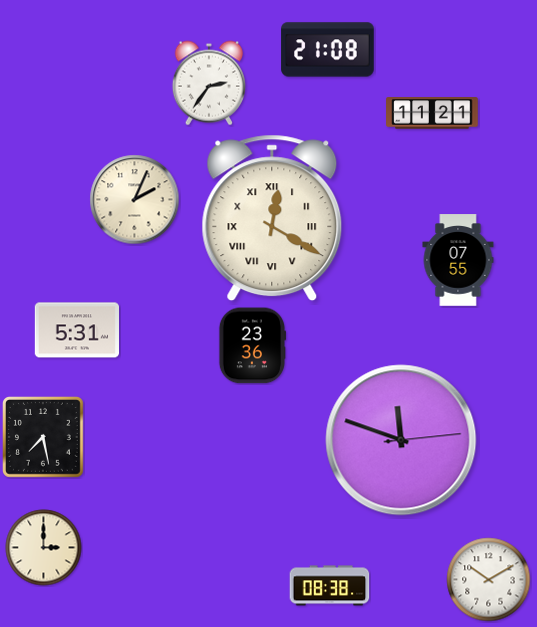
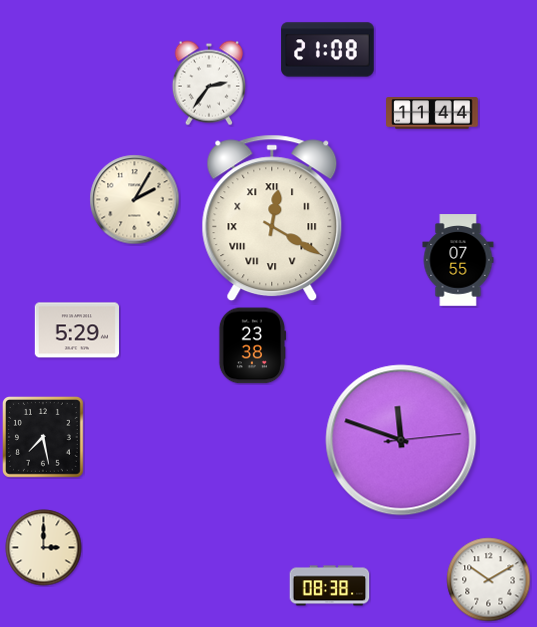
clock at (432, 113): 11:21 -> 11:44
clock at (135, 200): 2:04 -> 2:05
clock at (76, 330): 5:31 -> 5:29
clock at (251, 346): 23:36 -> 23:38
